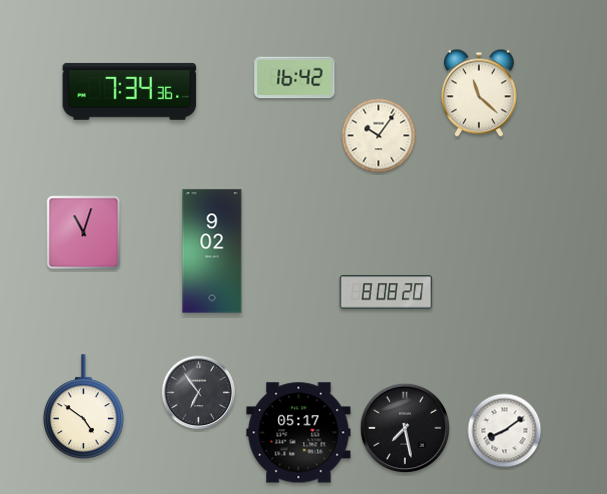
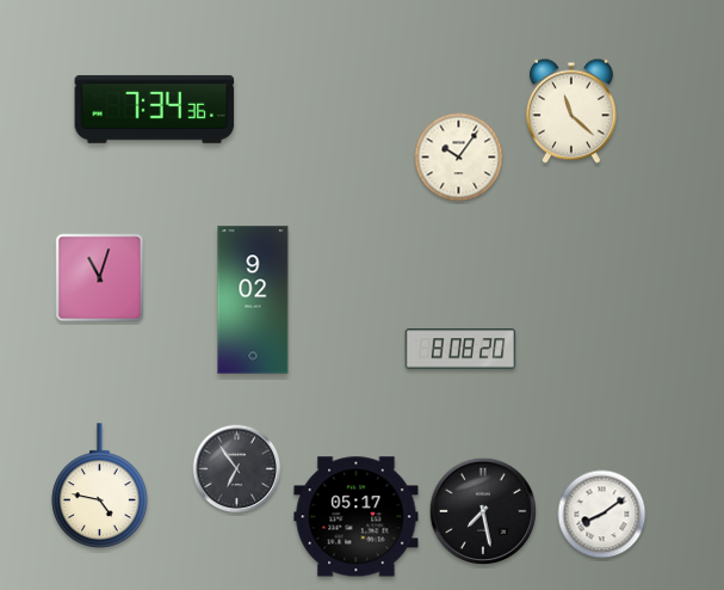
clock at (295, 78): 16:42 -> none
clock at (379, 136) position: (379, 136) -> (459, 158)
clock at (84, 406): 4:51 -> 4:47
